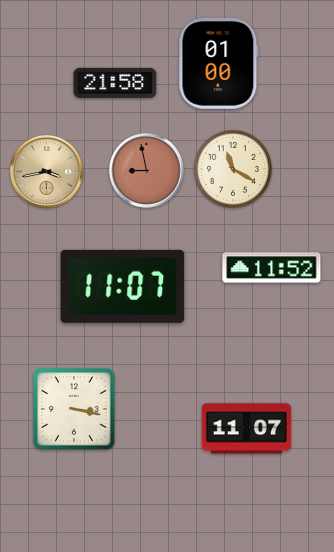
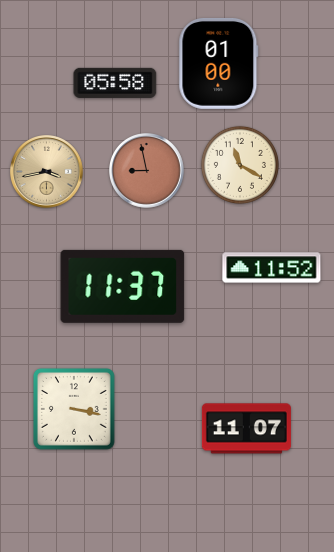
clock at (115, 83): 21:58 -> 05:58
clock at (233, 169) position: (233, 169) -> (240, 165)
clock at (123, 286): 11:07 -> 11:37
